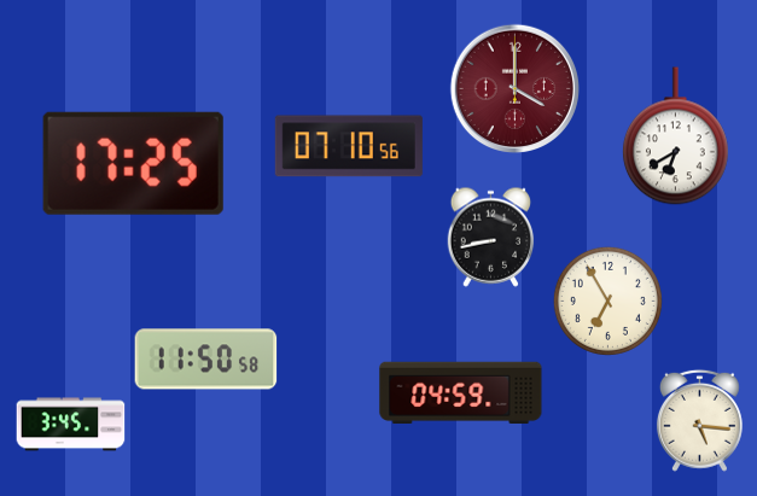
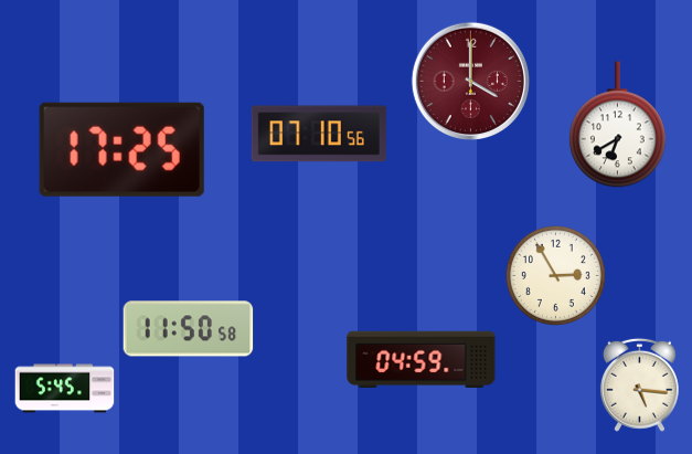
clock at (491, 237): 8:43 -> none
clock at (607, 300): 6:55 -> 2:55
clock at (71, 425): 3:45 -> 5:45
